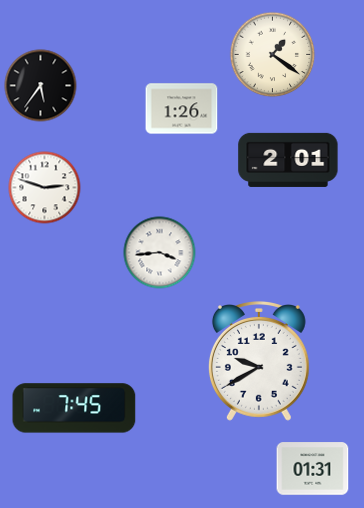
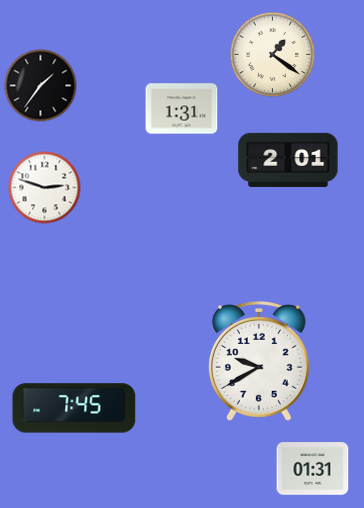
clock at (41, 86): 5:36 -> 1:36
clock at (182, 109): 1:26 -> 1:31
clock at (160, 253): 3:44 -> none
